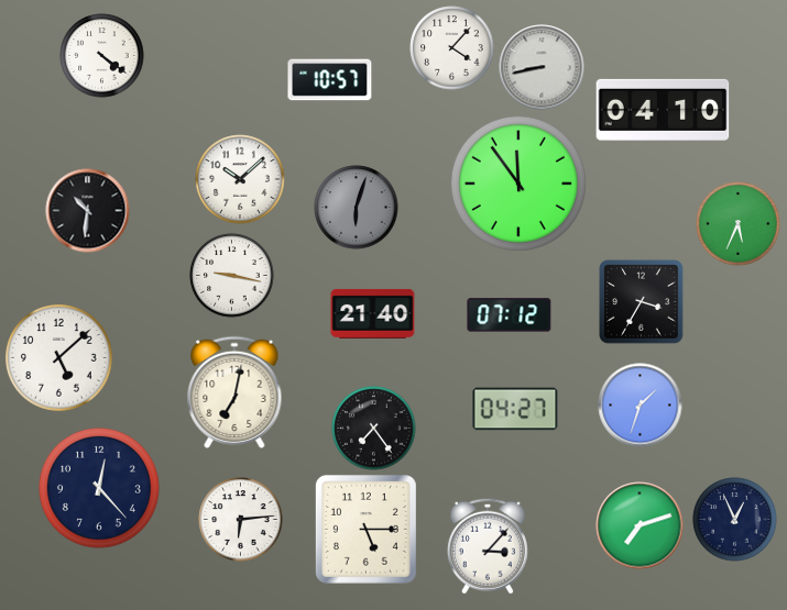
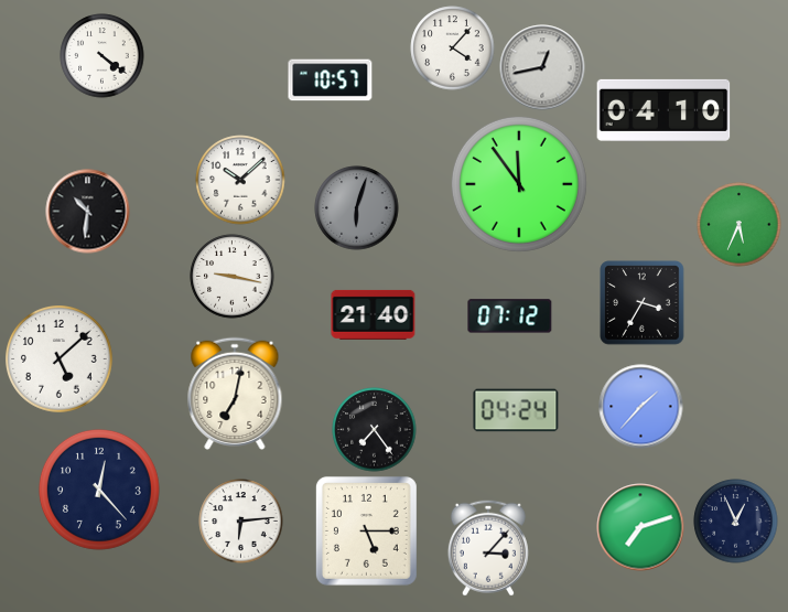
clock at (542, 67): 8:43 -> 12:43
clock at (641, 406): 1:33 -> 1:37
clock at (515, 409): 04:27 -> 04:24
